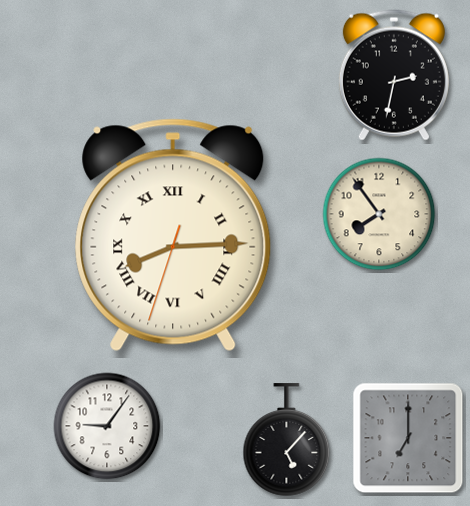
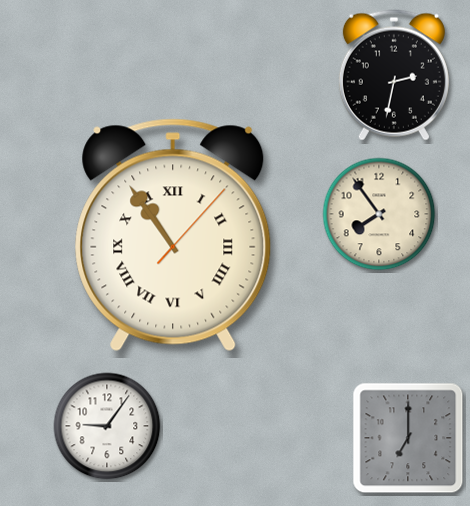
clock at (173, 235): 8:14 -> 10:54
clock at (287, 440): 5:07 -> none
